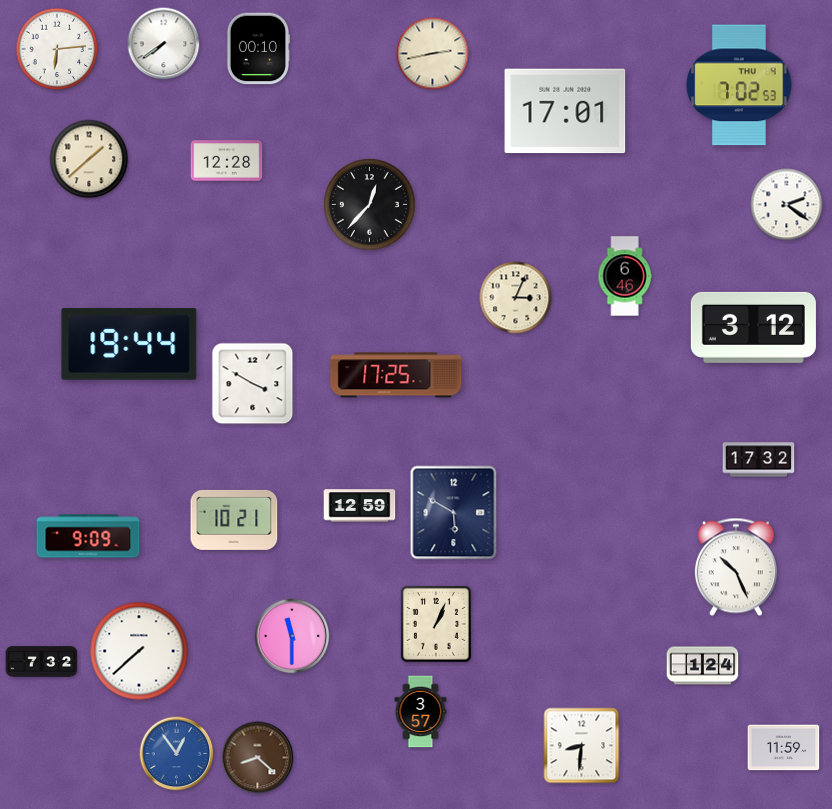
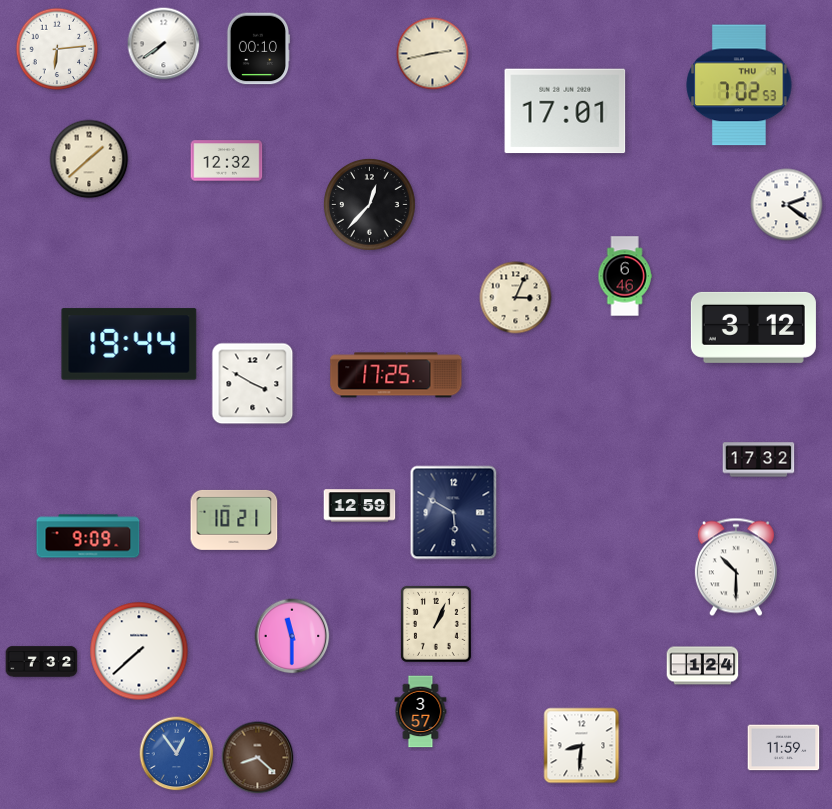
clock at (227, 161): 12:28 -> 12:32
clock at (736, 567): 10:26 -> 10:30
